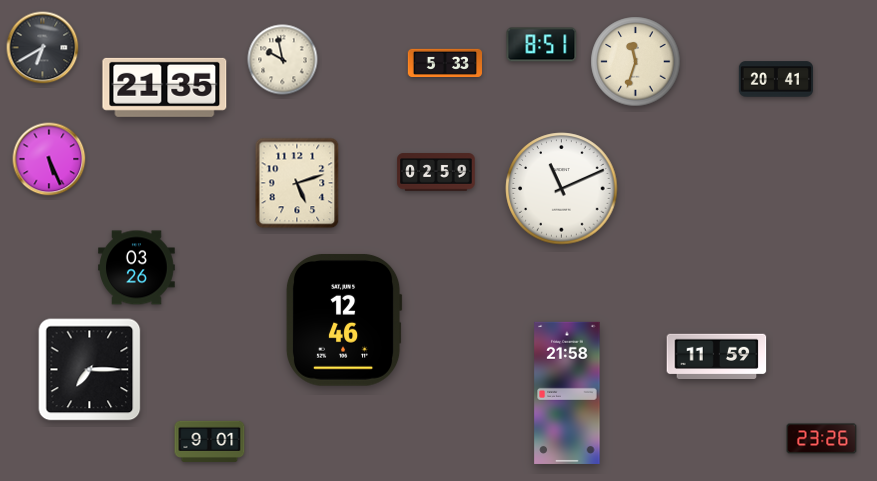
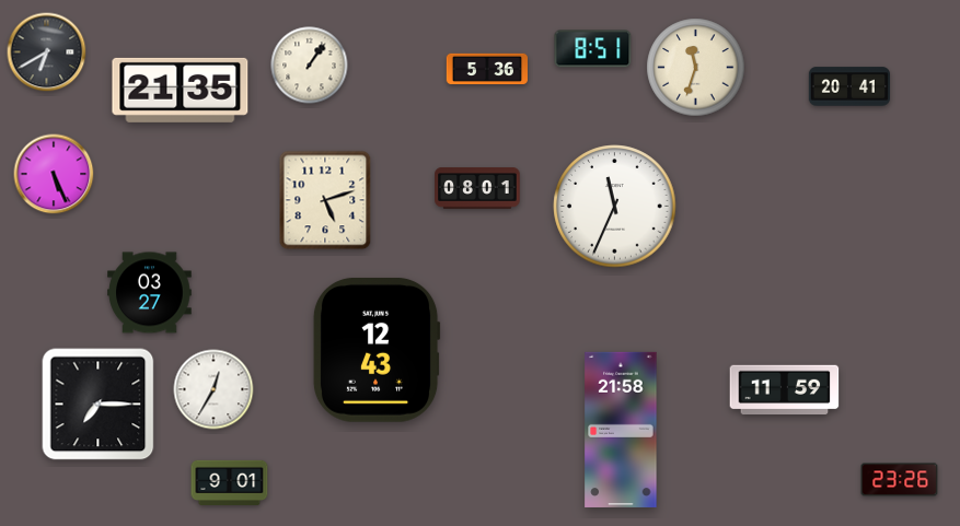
clock at (283, 60): 9:58 -> 1:06
clock at (444, 62): 5:33 -> 5:36
clock at (165, 87) position: (165, 87) -> (181, 90)
clock at (436, 172): 02:59 -> 08:01
clock at (562, 189): 11:11 -> 11:34
clock at (137, 268): 03:26 -> 03:27
clock at (344, 320): 12:46 -> 12:43
clock at (213, 389): none -> 12:35
